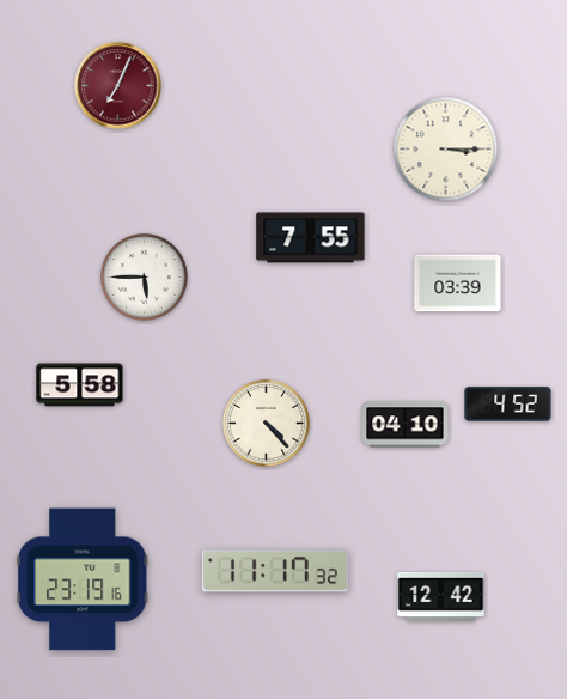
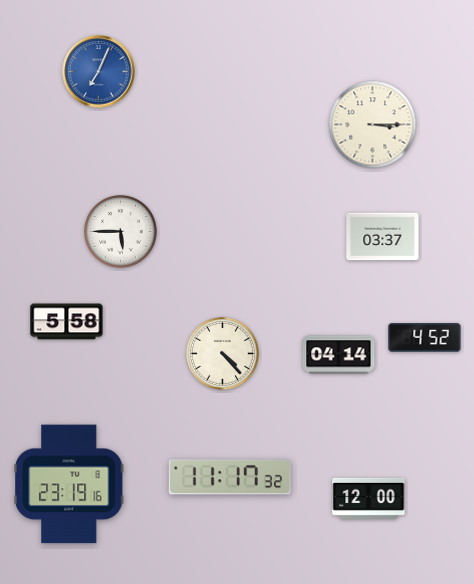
clock at (118, 86) dial: burgundy -> blue
clock at (311, 238): 7:55 -> none
clock at (458, 284): 03:39 -> 03:37
clock at (406, 425): 04:10 -> 04:14
clock at (441, 596): 12:42 -> 12:00
